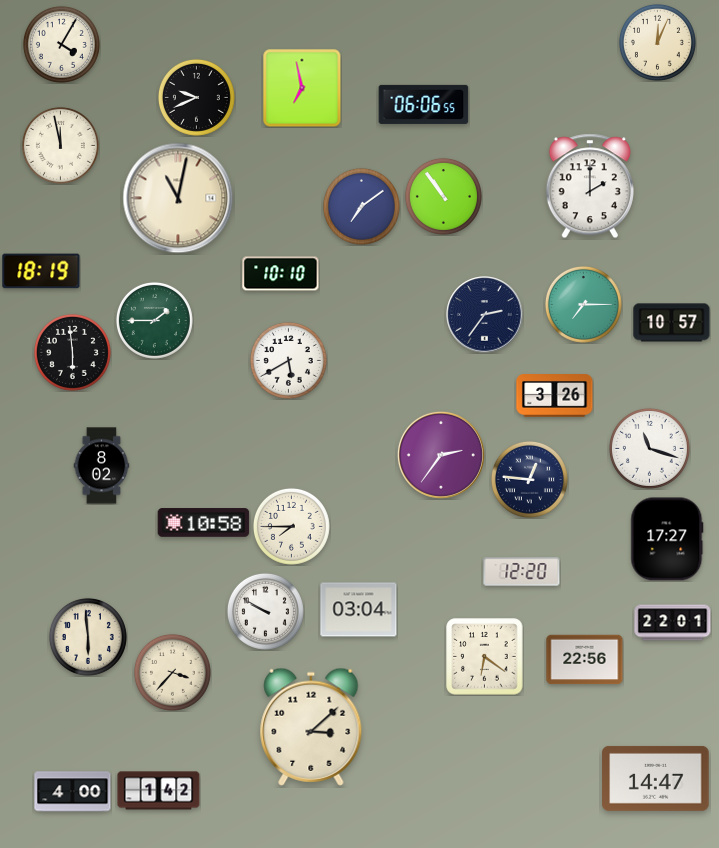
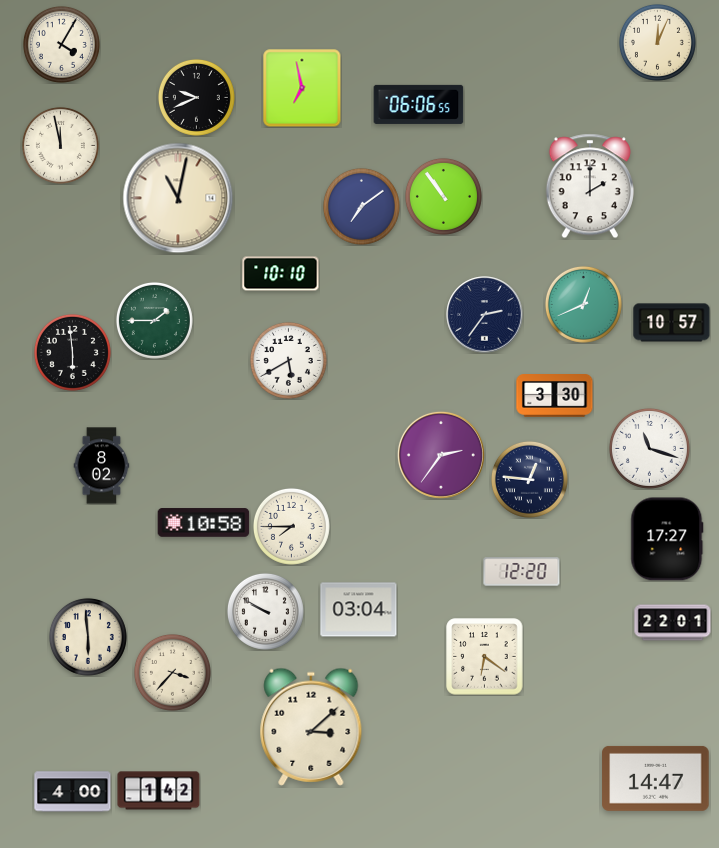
clock at (424, 104) position: (424, 104) -> (419, 104)
clock at (41, 271): 18:19 -> none
clock at (583, 304): 7:15 -> 12:41
clock at (555, 396): 3:26 -> 3:30
clock at (585, 660): 22:56 -> none
